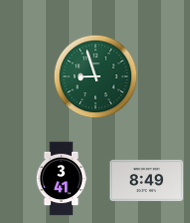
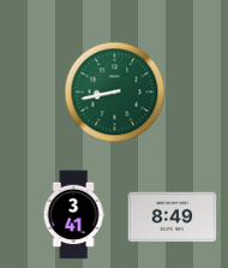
clock at (96, 77): 8:57 -> 8:43
clock at (147, 181) position: (147, 181) -> (173, 218)
